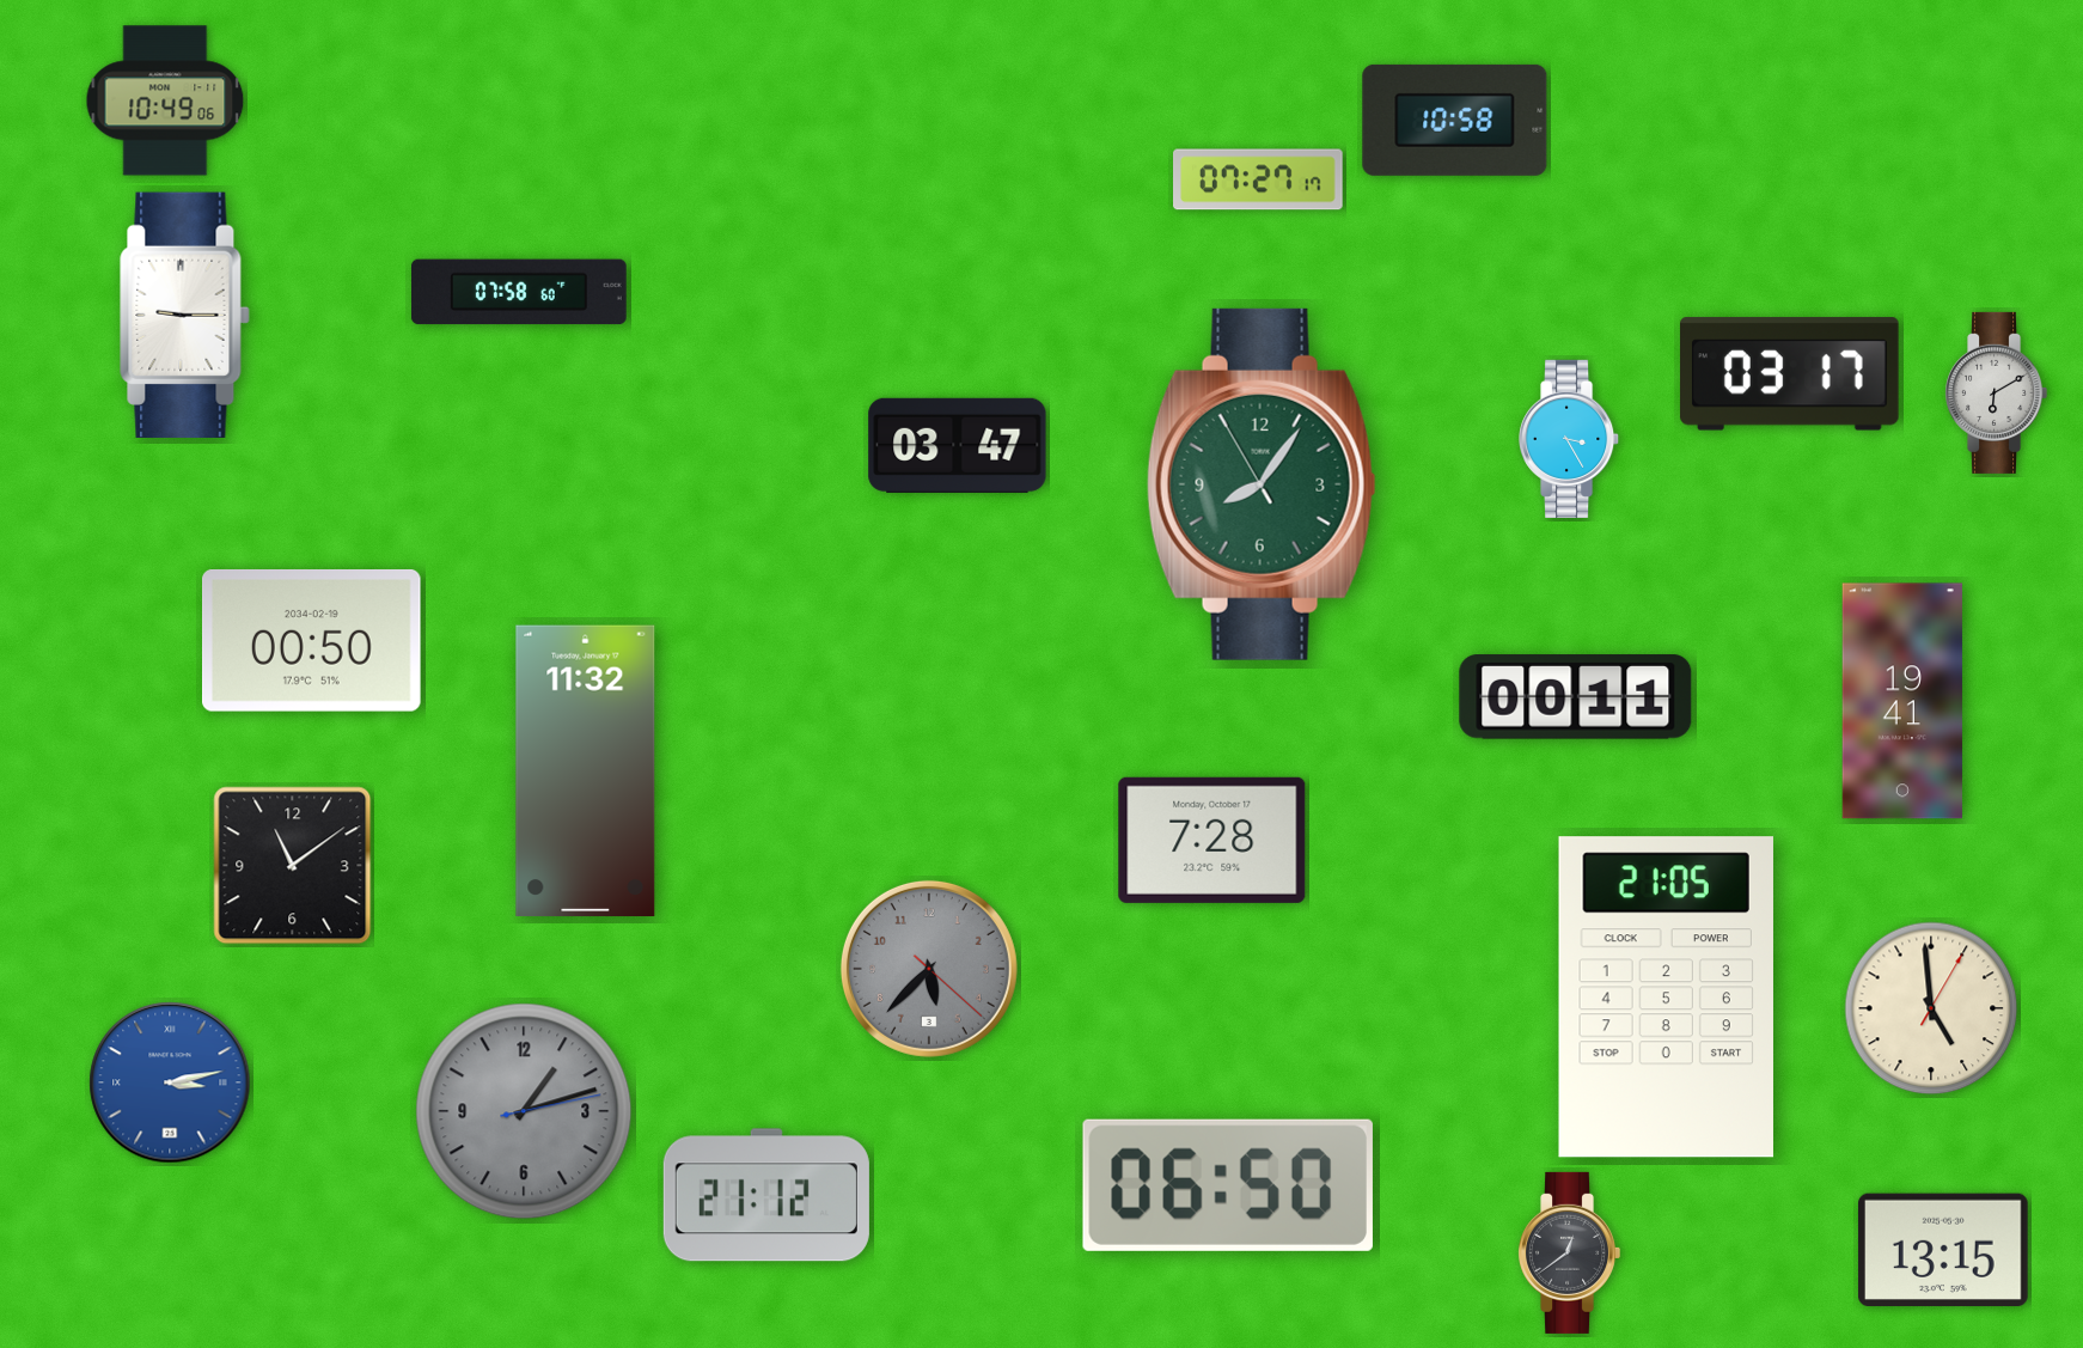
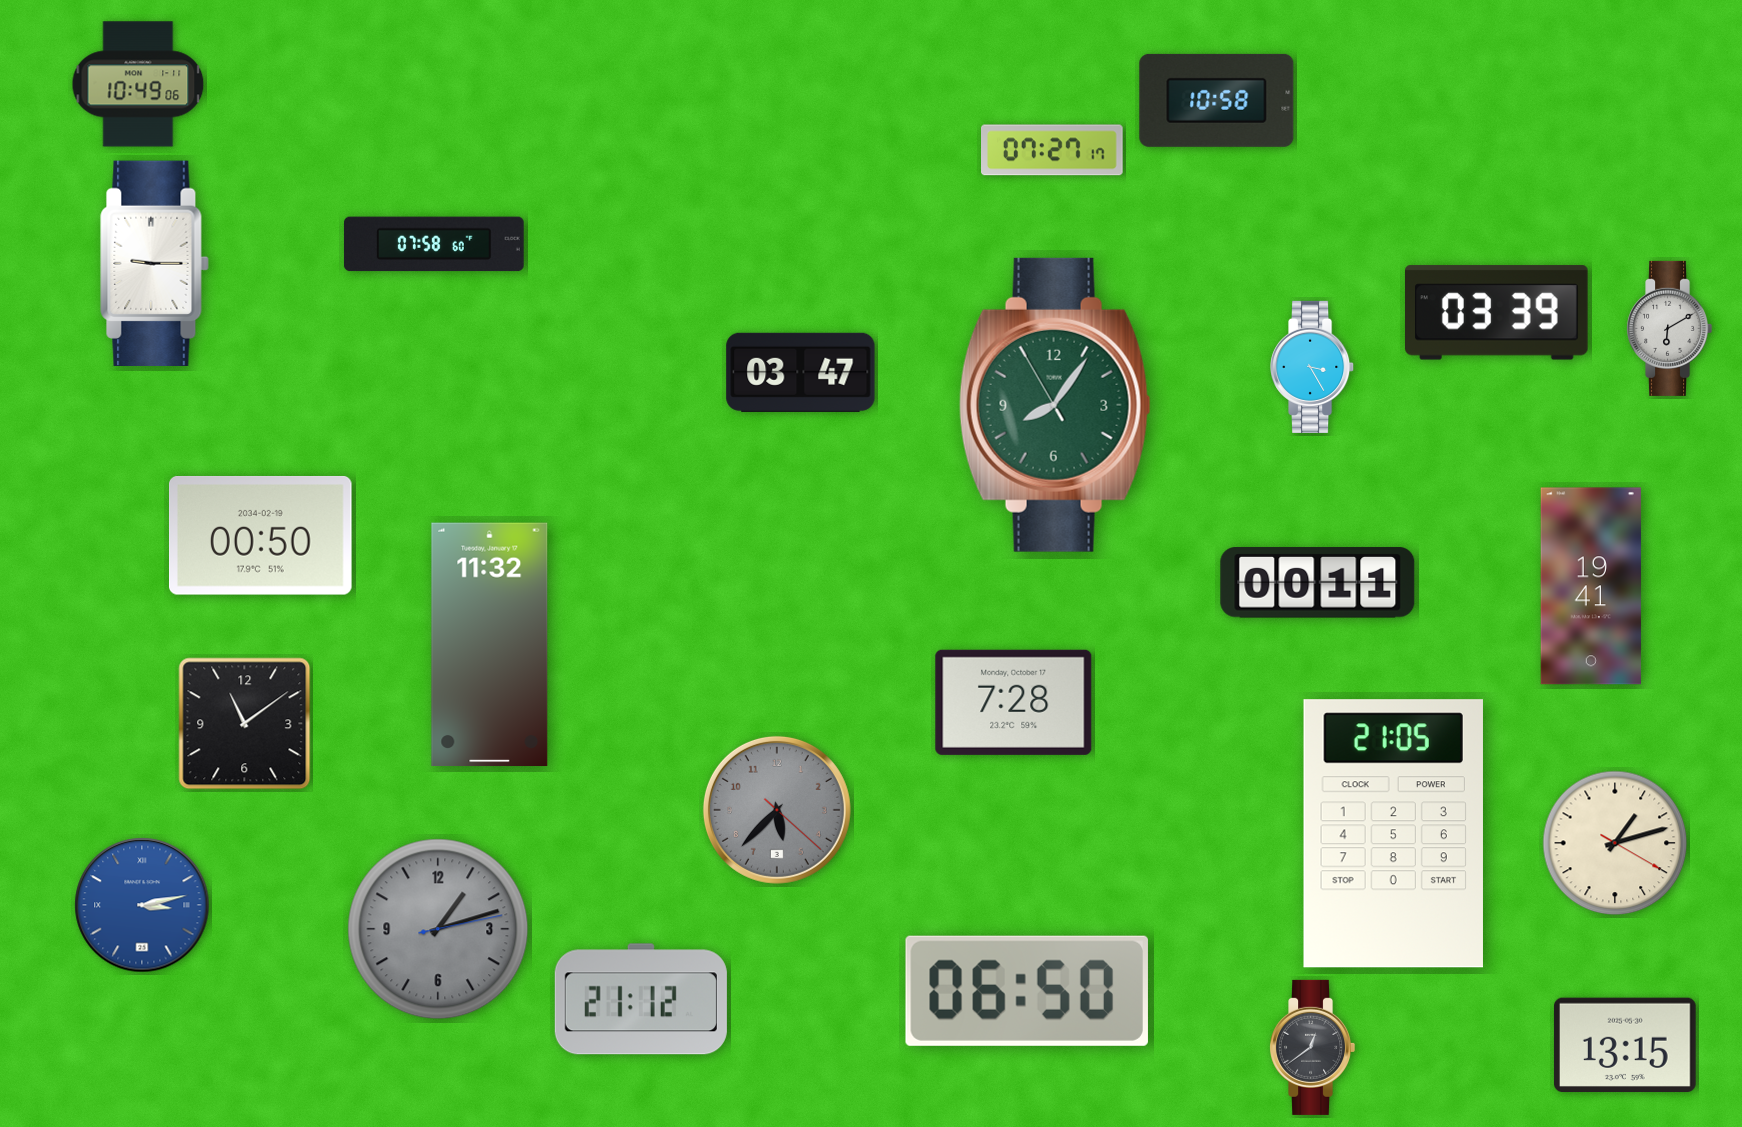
clock at (1790, 374): 03:17 -> 03:39
clock at (1931, 1008): 4:59 -> 1:12
